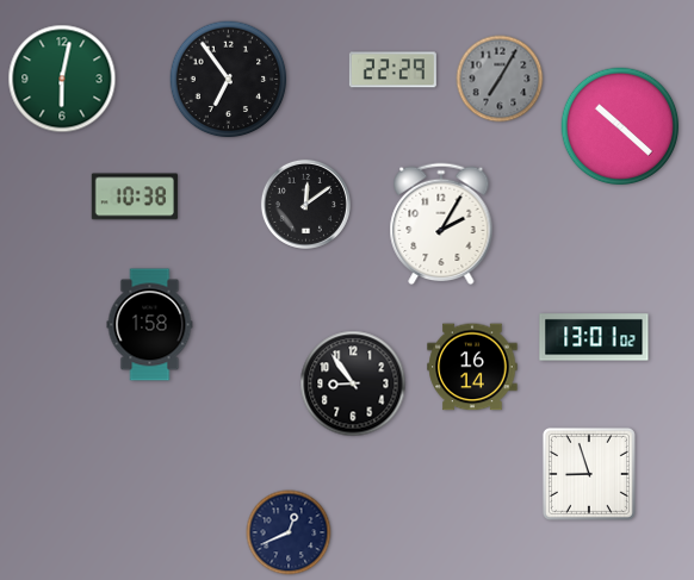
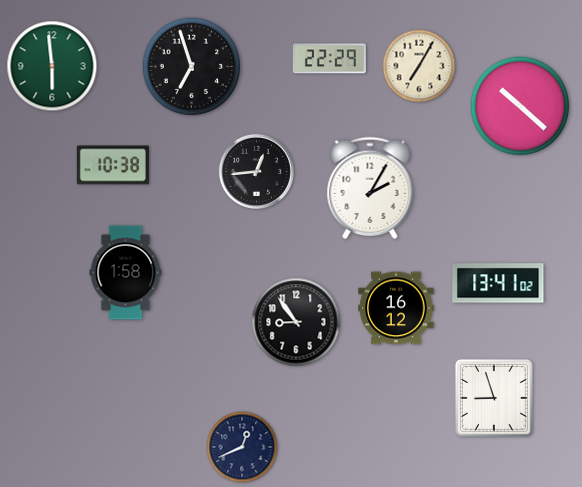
clock at (62, 79): 6:02 -> 5:59
clock at (500, 79) dial: grey -> cream
clock at (229, 80): 6:54 -> 6:57
clock at (305, 204): 12:09 -> 12:44
clock at (594, 337): 13:01 -> 13:41
clock at (472, 367): 16:14 -> 16:12
